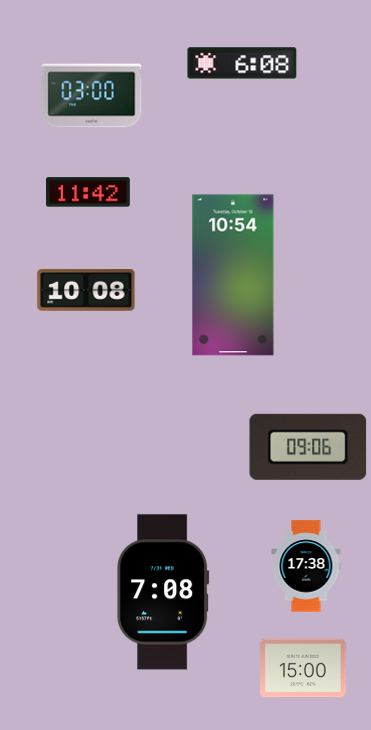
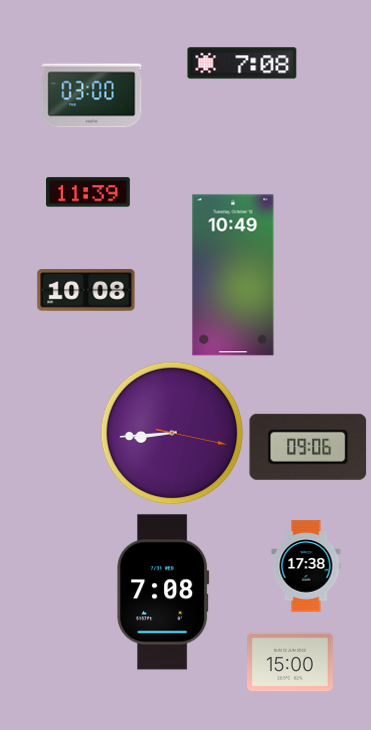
clock at (242, 63): 6:08 -> 7:08
clock at (89, 192): 11:42 -> 11:39
clock at (233, 275): 10:54 -> 10:49
clock at (172, 433): none -> 8:44
clock at (303, 668) position: (303, 668) -> (290, 662)
